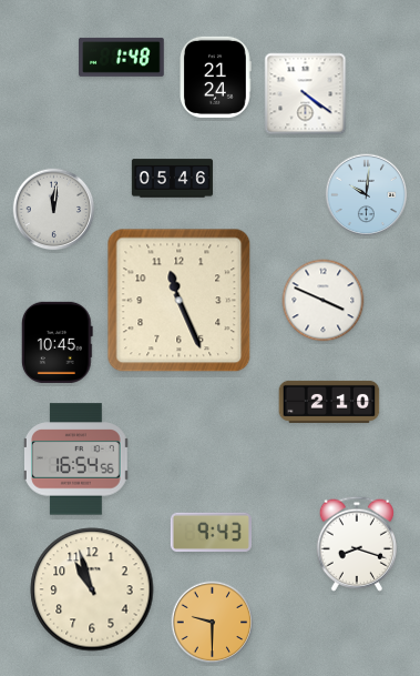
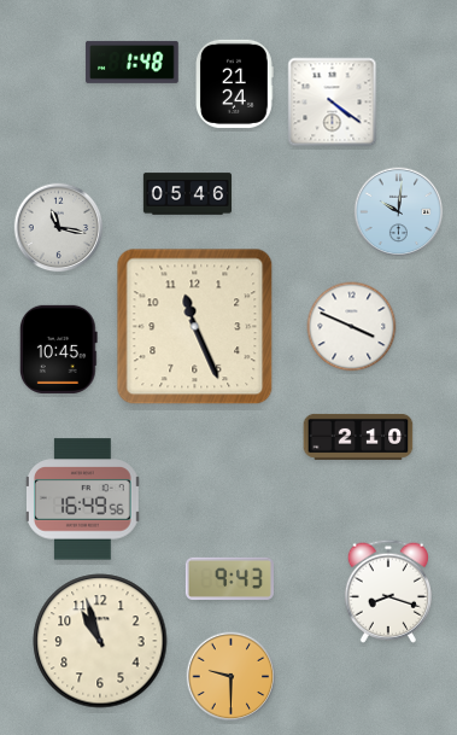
clock at (54, 210): 12:01 -> 11:17
clock at (57, 342) position: (57, 342) -> (58, 349)
clock at (76, 460): 16:54 -> 16:49
